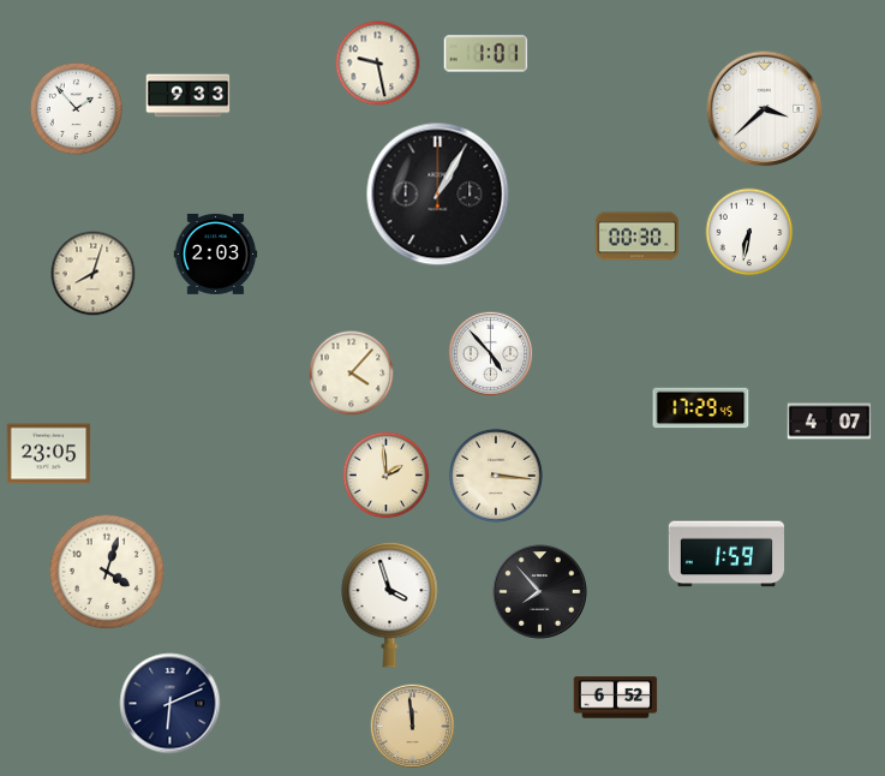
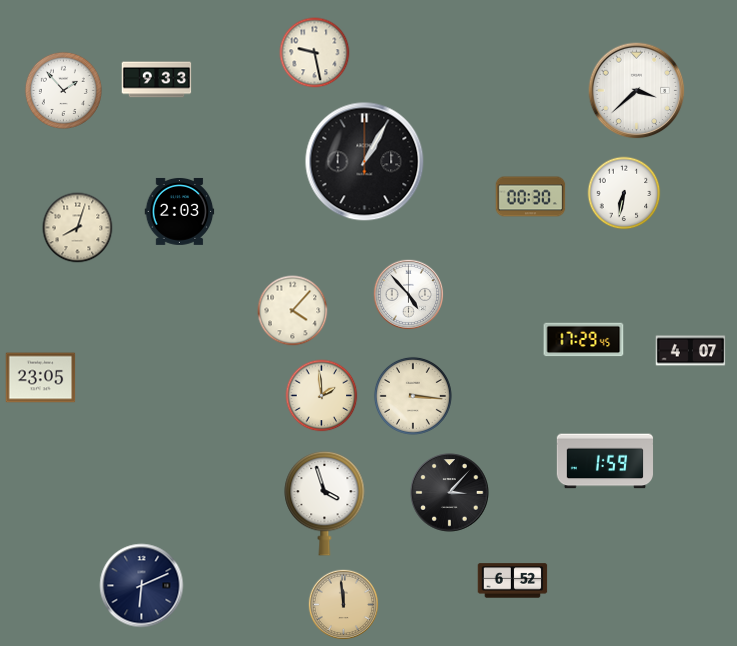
clock at (486, 54): 1:01 -> none
clock at (107, 572): 4:03 -> none
clock at (540, 592): 7:53 -> 3:07
